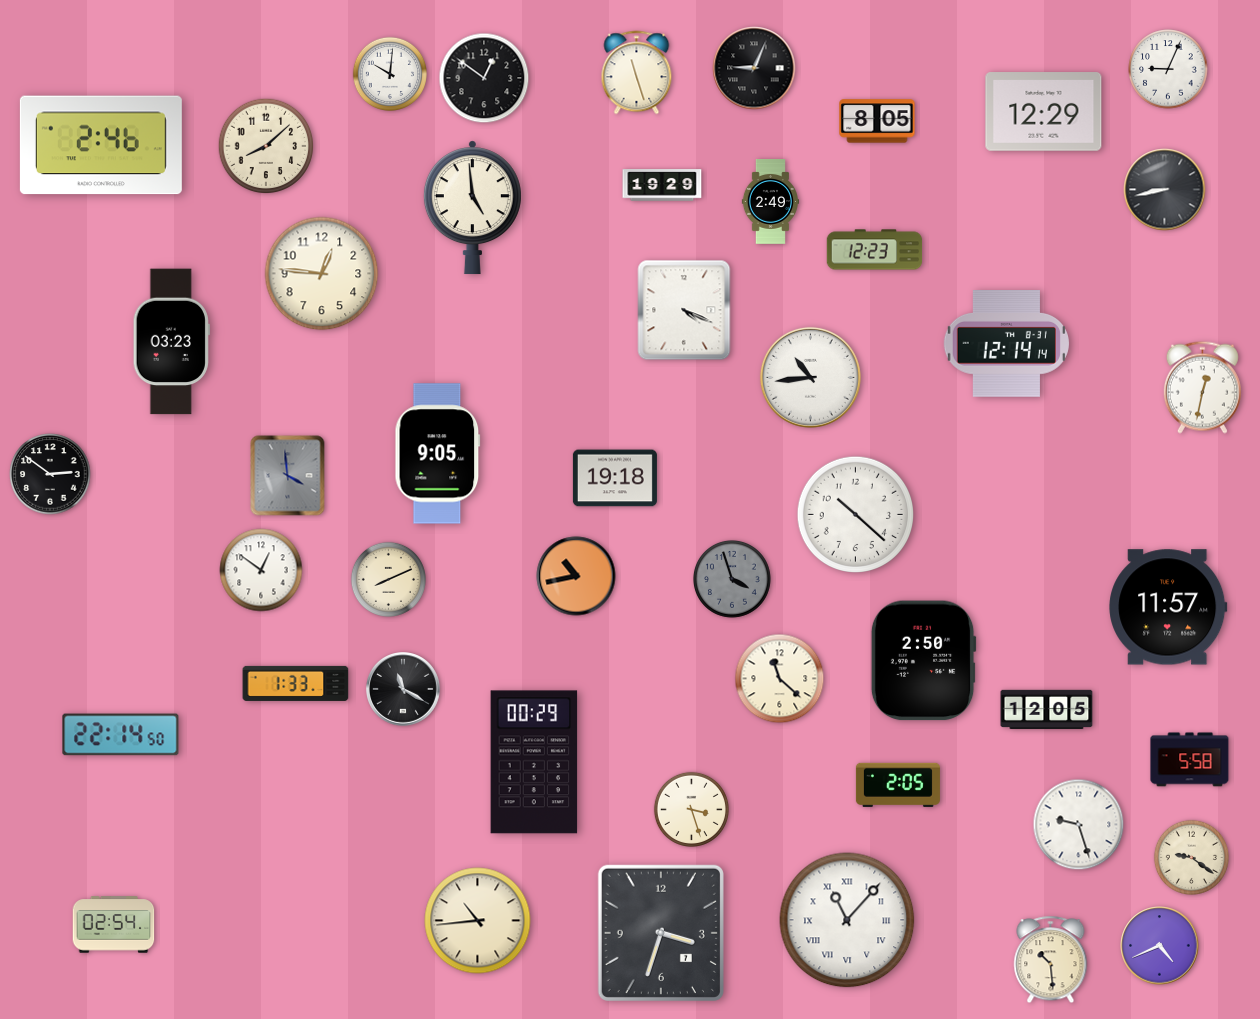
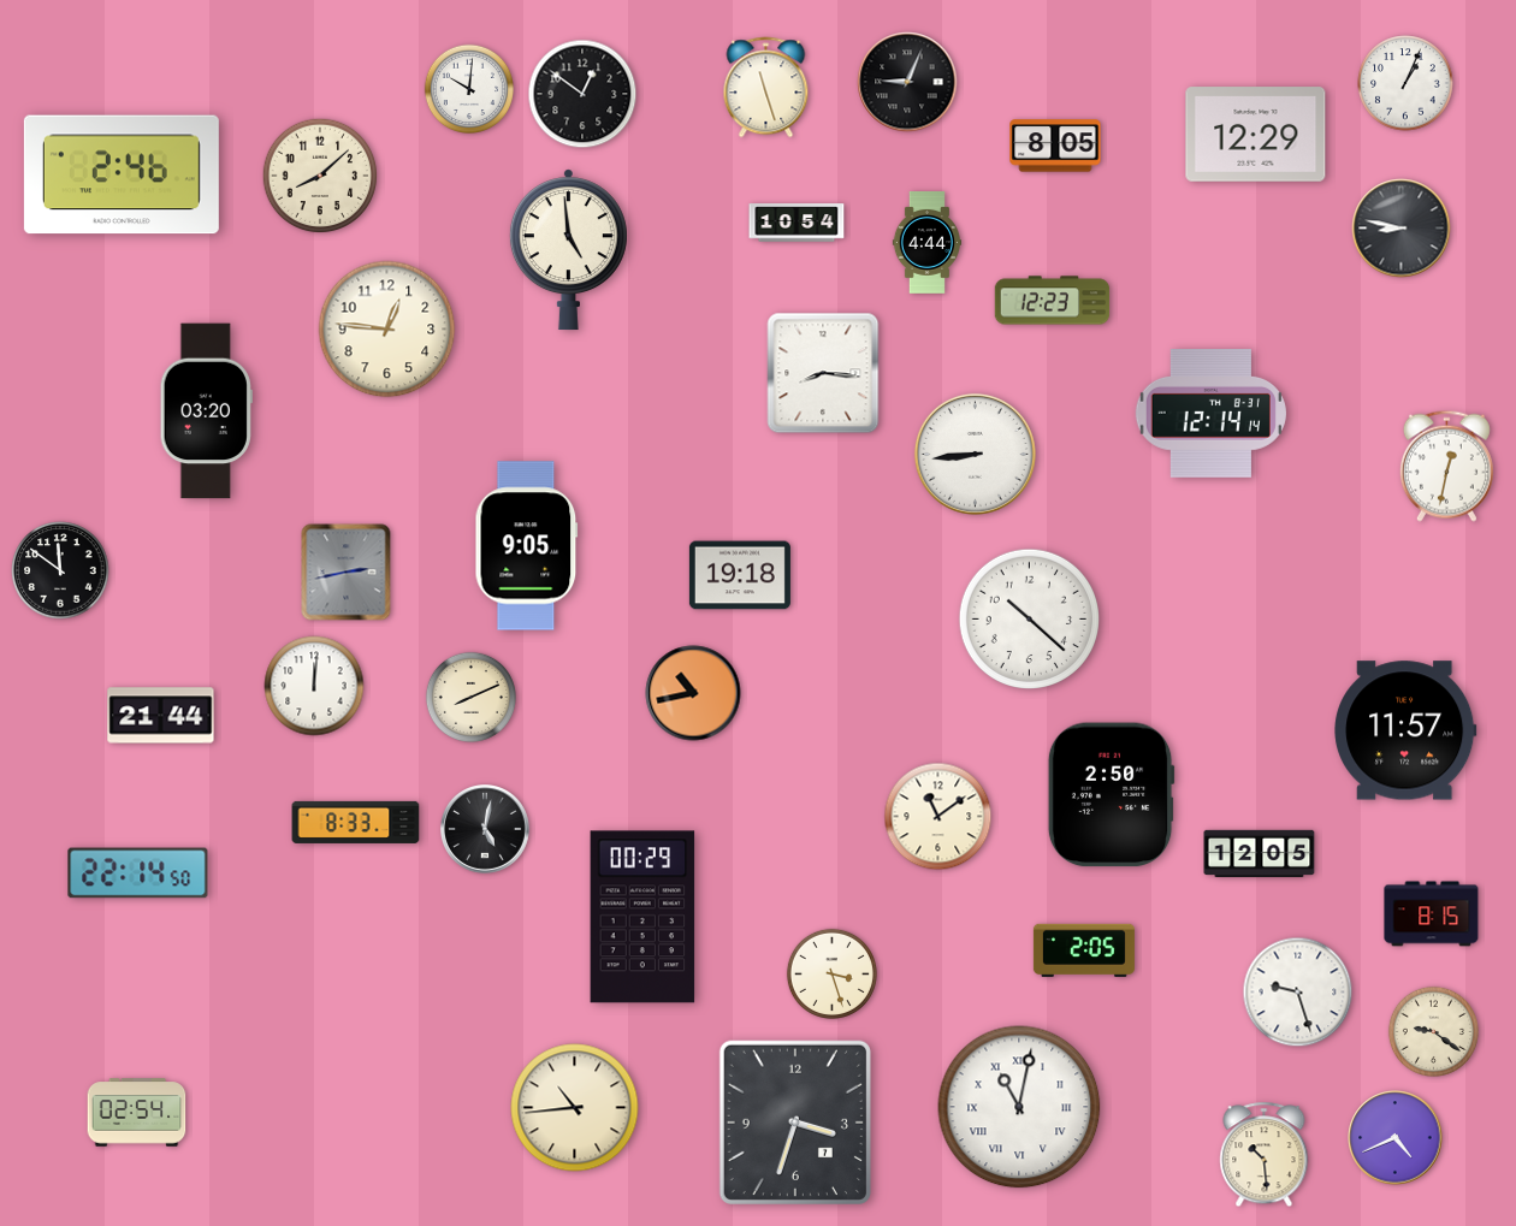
clock at (1168, 69): 9:04 -> 1:04
clock at (662, 185): 19:29 -> 10:54
clock at (1165, 190): 8:43 -> 8:47
clock at (770, 202): 2:49 -> 4:44
clock at (684, 310): 4:19 -> 8:16
clock at (171, 342): 03:23 -> 03:20
clock at (810, 377): 10:44 -> 8:44
clock at (50, 474): 2:51 -> 11:51
clock at (288, 476): 3:59 -> 2:43
clock at (261, 570): 12:51 -> 12:01
clock at (388, 579) position: (388, 579) -> (470, 697)
clock at (733, 580): 3:57 -> none
clock at (161, 716): none -> 21:44
clock at (780, 679): 11:22 -> 11:09
clock at (296, 683): 1:33 -> 8:33
clock at (404, 690): 11:20 -> 5:02
clock at (121, 735) position: (121, 735) -> (138, 873)
clock at (1190, 760): 5:58 -> 8:15
clock at (898, 785) position: (898, 785) -> (1084, 950)
clock at (847, 920): 11:07 -> 11:02
